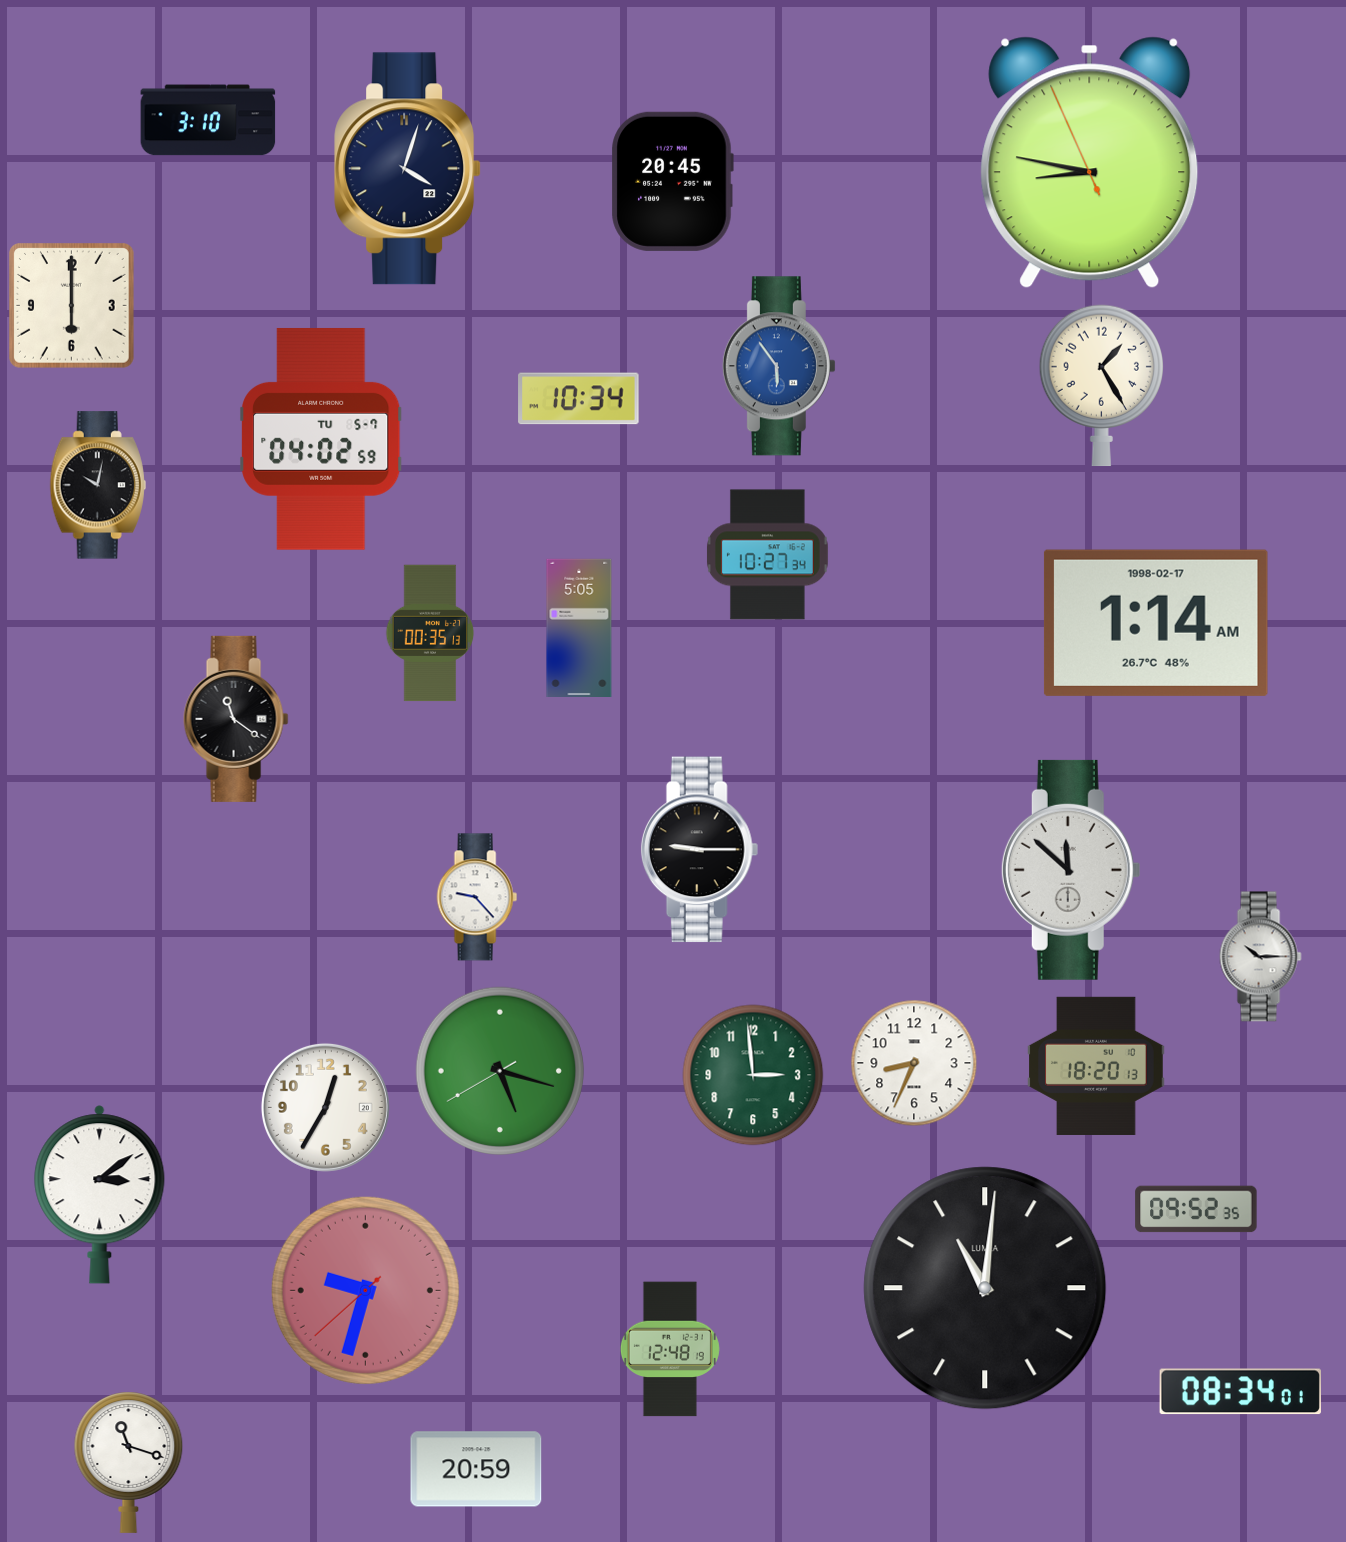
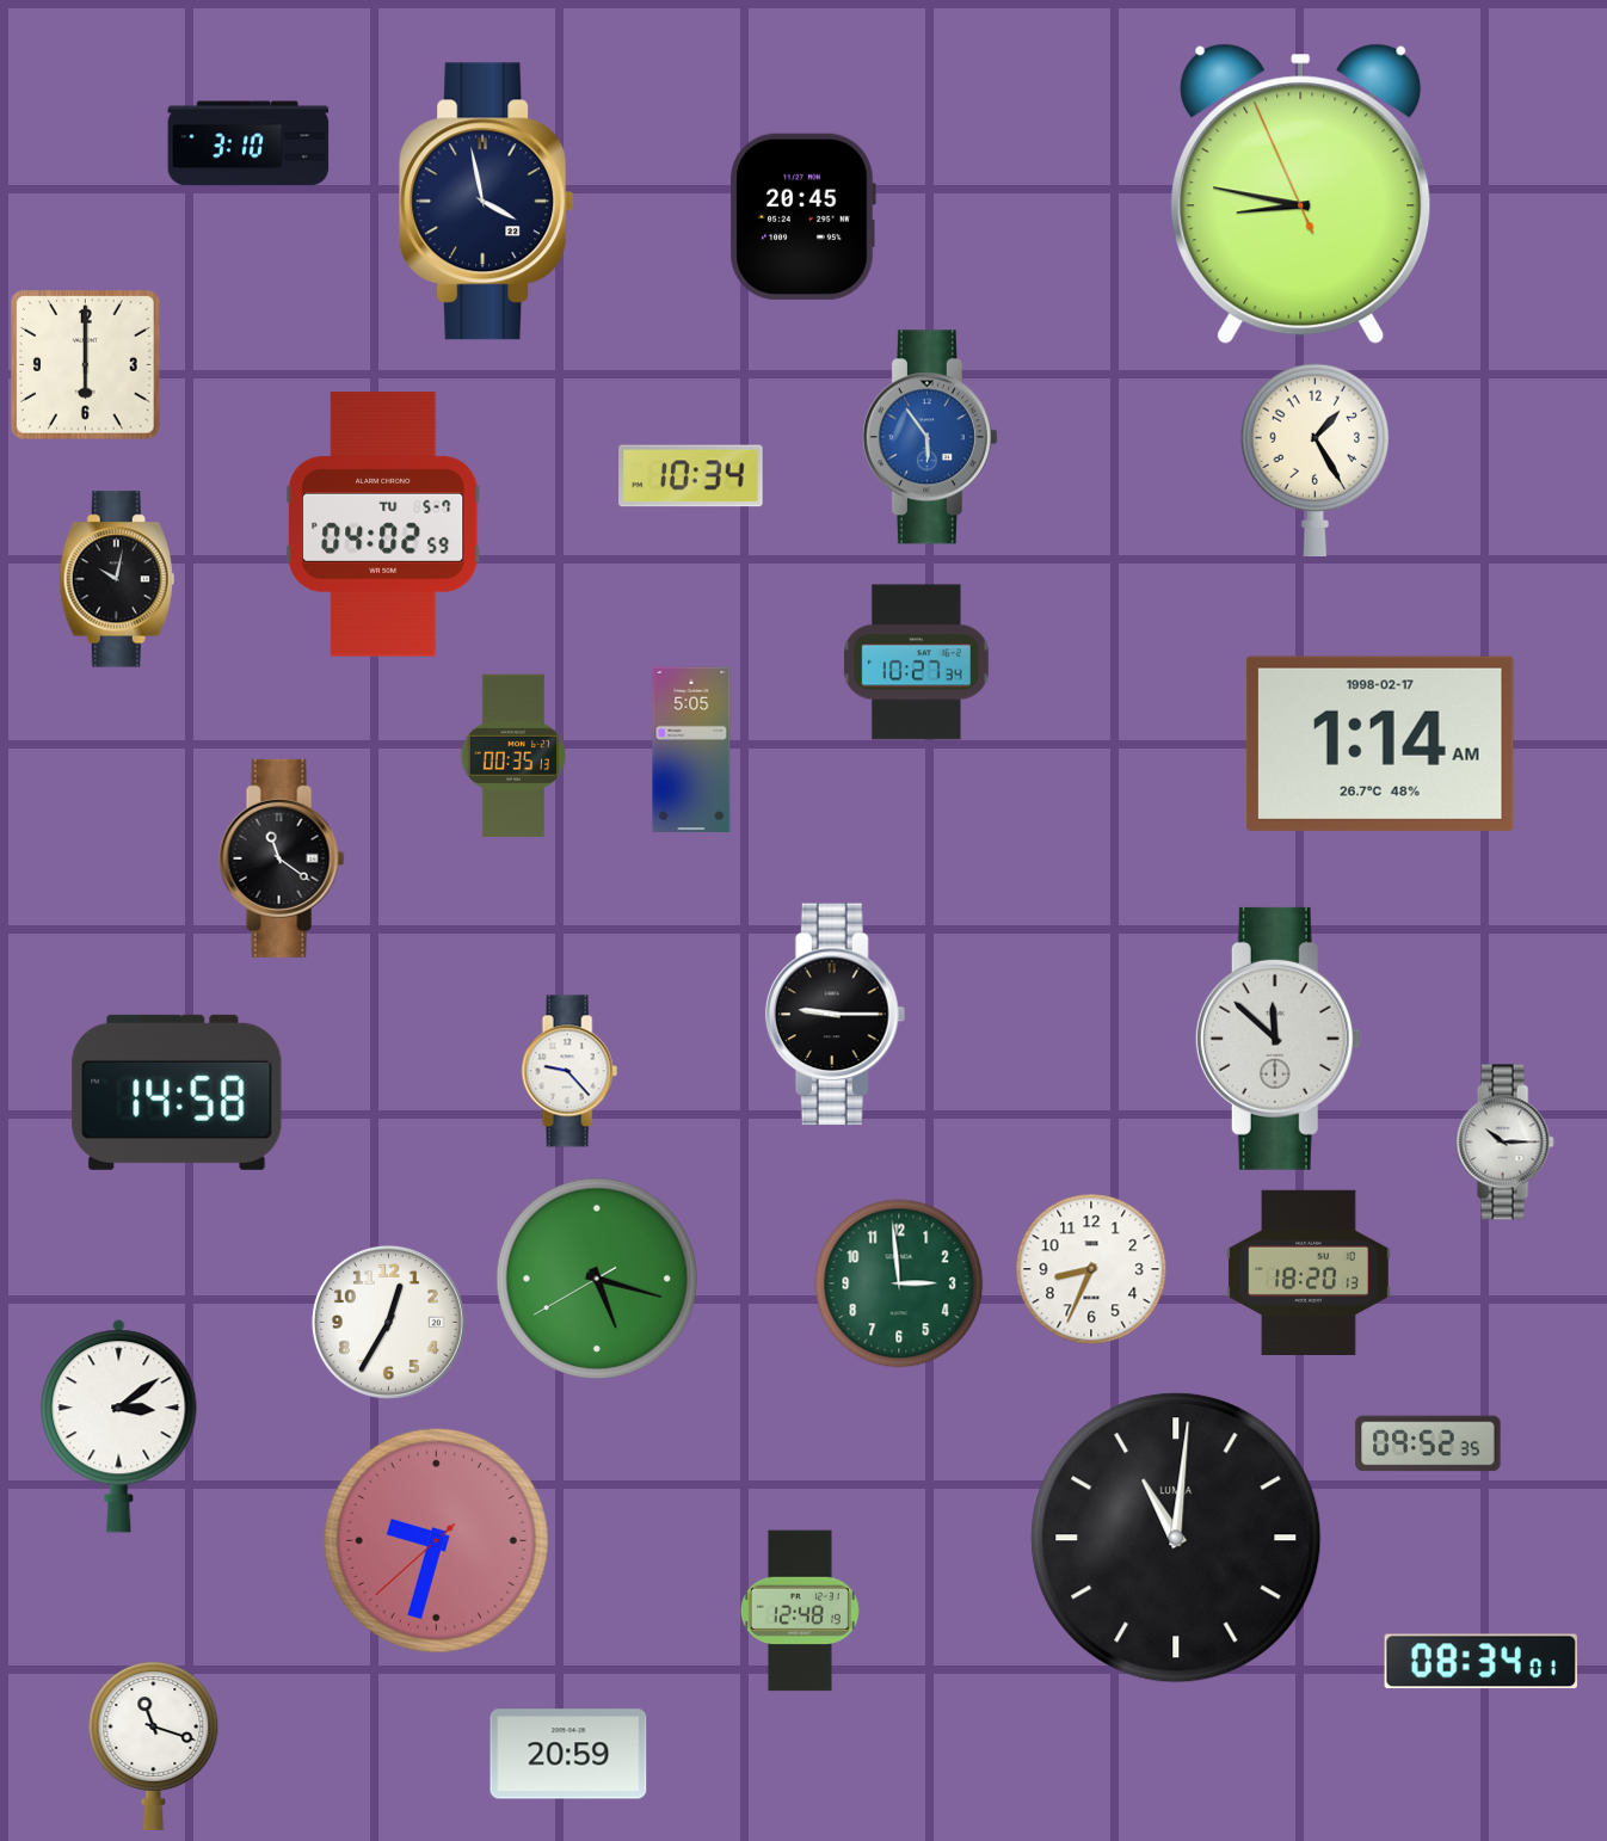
clock at (408, 169): 4:03 -> 3:58
clock at (177, 1092): none -> 14:58
